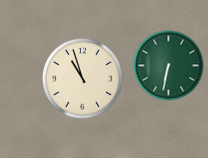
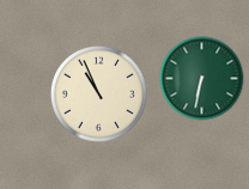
clock at (82, 78): 10:57 -> 10:56
